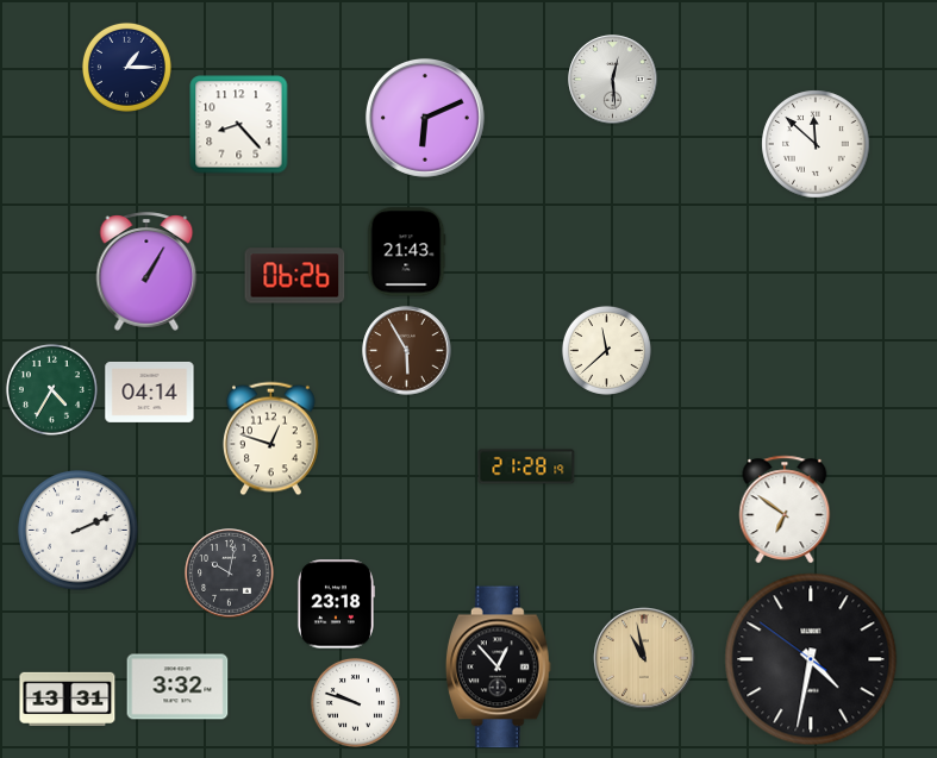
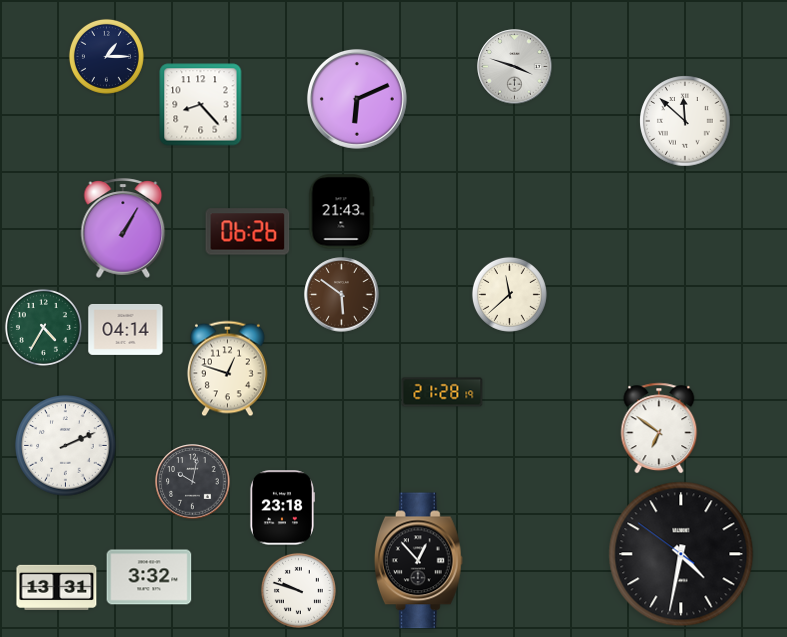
clock at (613, 80): 12:29 -> 3:48
clock at (407, 351): 5:55 -> 5:51
clock at (644, 658): 10:58 -> none
